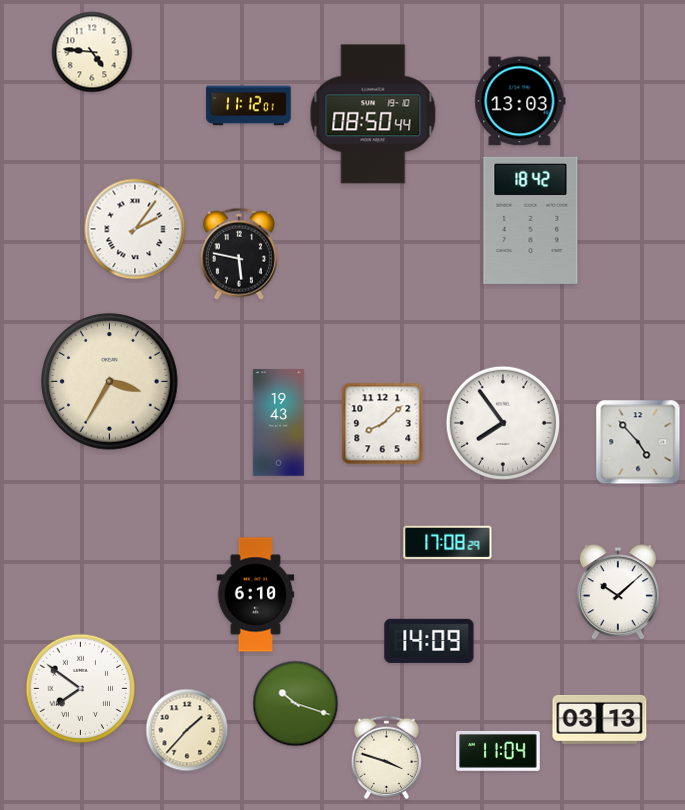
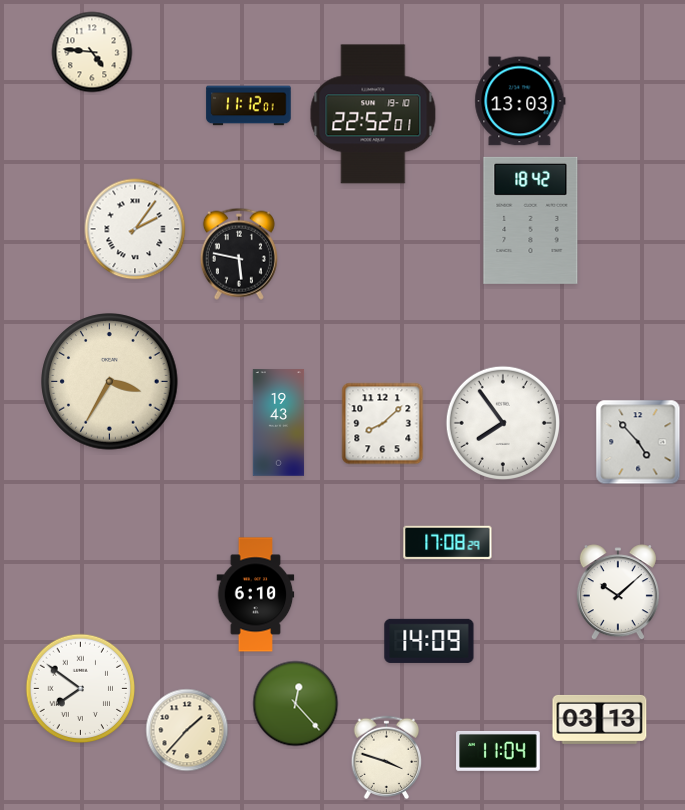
clock at (373, 114): 08:50 -> 22:52
clock at (296, 704): 10:18 -> 12:23
